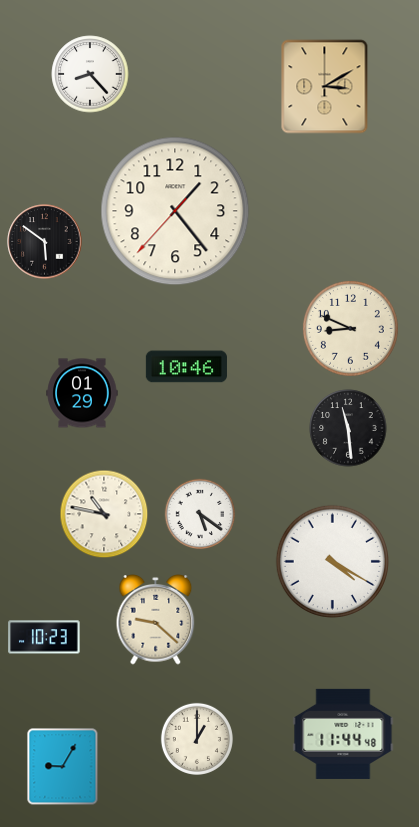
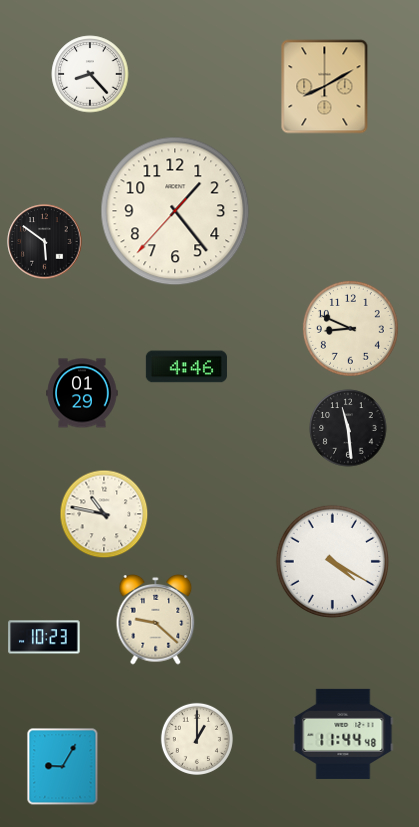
clock at (325, 87): 3:10 -> 8:10
clock at (186, 367): 10:46 -> 4:46
clock at (200, 514): 5:21 -> none
